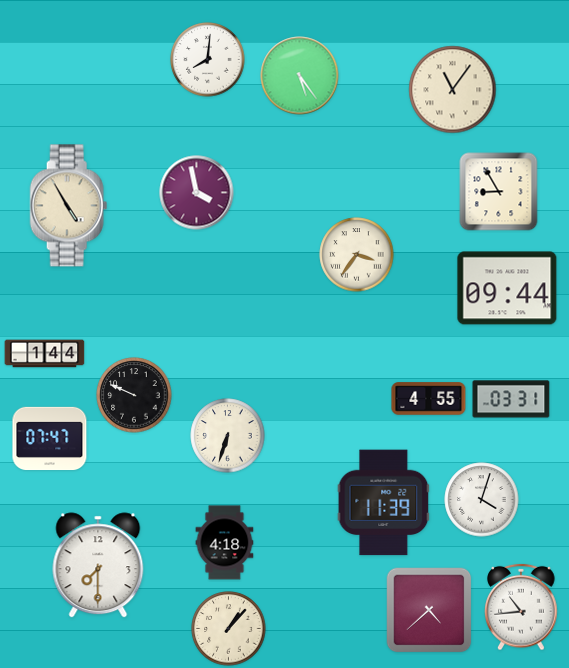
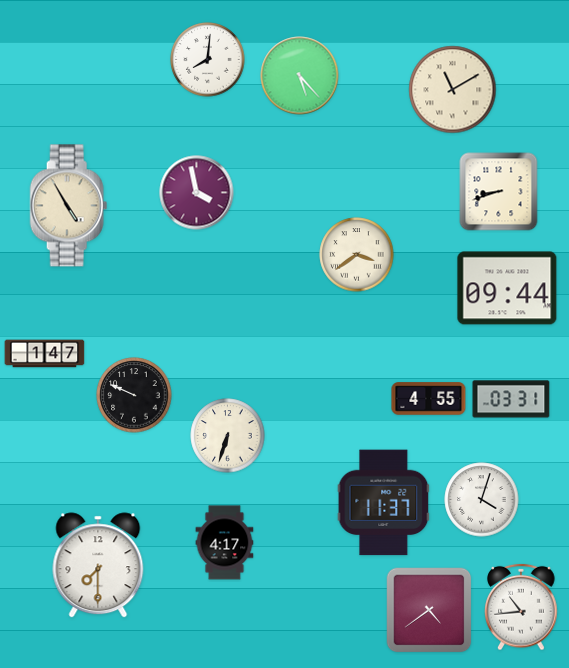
clock at (300, 76): 5:24 -> 5:23
clock at (453, 90): 11:06 -> 11:10
clock at (499, 192): 8:55 -> 8:42
clock at (357, 255): 3:36 -> 3:39
clock at (45, 354): 1:44 -> 1:47
clock at (50, 439): 07:47 -> none
clock at (384, 503): 11:39 -> 11:37
clock at (225, 543): 4:18 -> 4:17
clock at (429, 610): 4:38 -> 4:39
clock at (229, 629): 1:07 -> none
